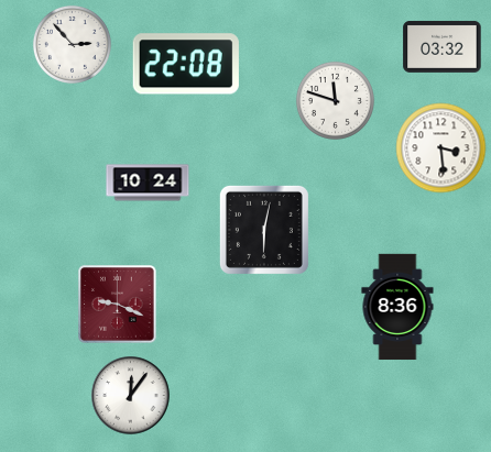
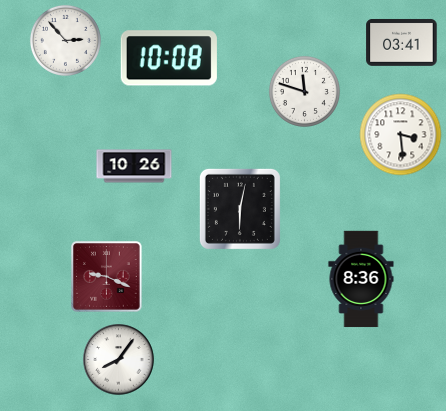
clock at (443, 46): 03:32 -> 03:41
clock at (186, 64): 22:08 -> 10:08
clock at (148, 183): 10:24 -> 10:26
clock at (131, 396): 12:06 -> 8:06
